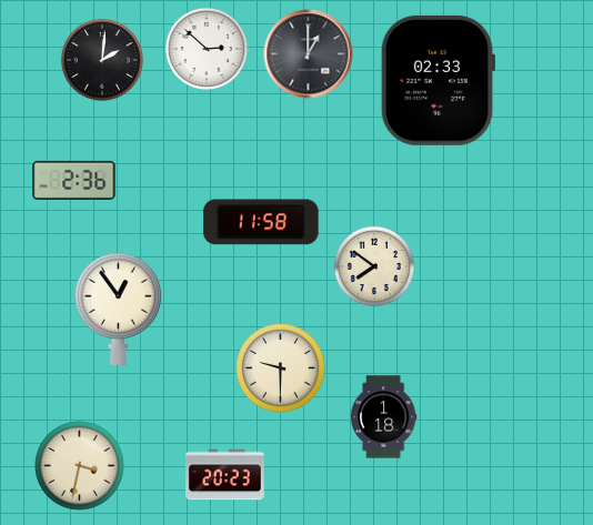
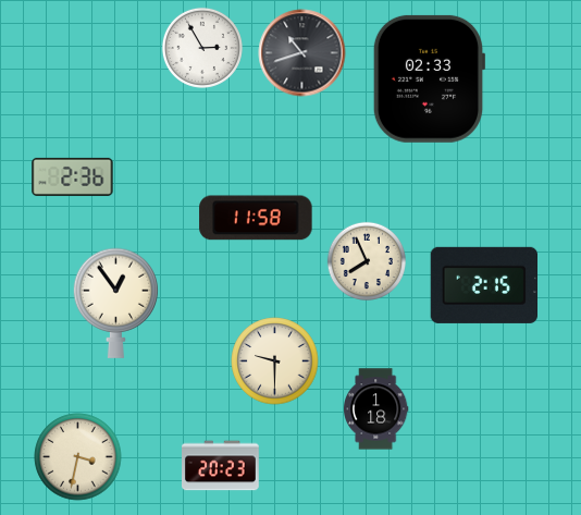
clock at (207, 49): 2:52 -> 2:55
clock at (309, 54): 1:00 -> 10:42
clock at (102, 60): 2:01 -> none
clock at (373, 265): 7:51 -> 7:56
clock at (483, 285): none -> 2:15
